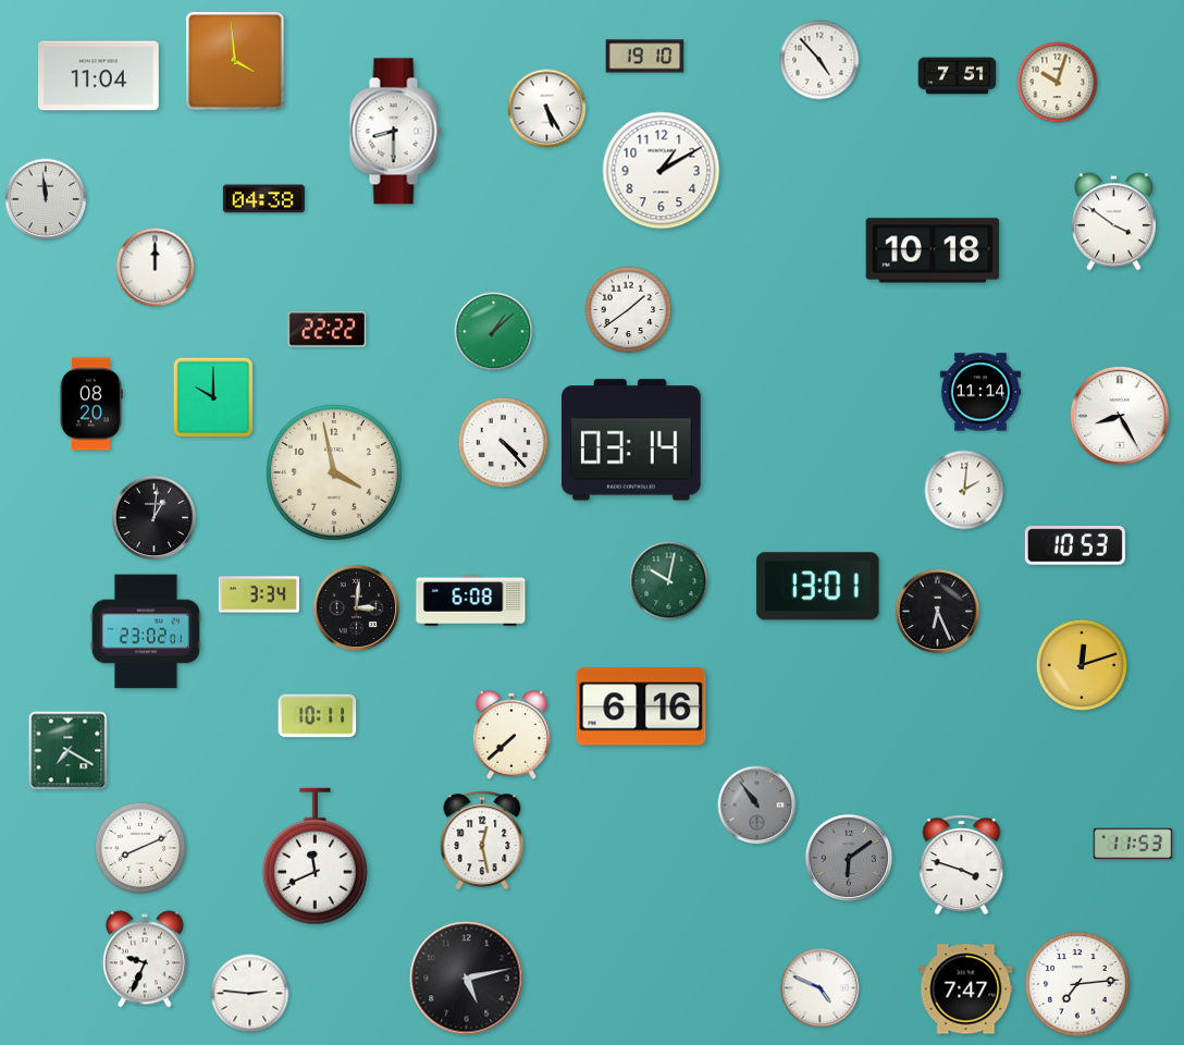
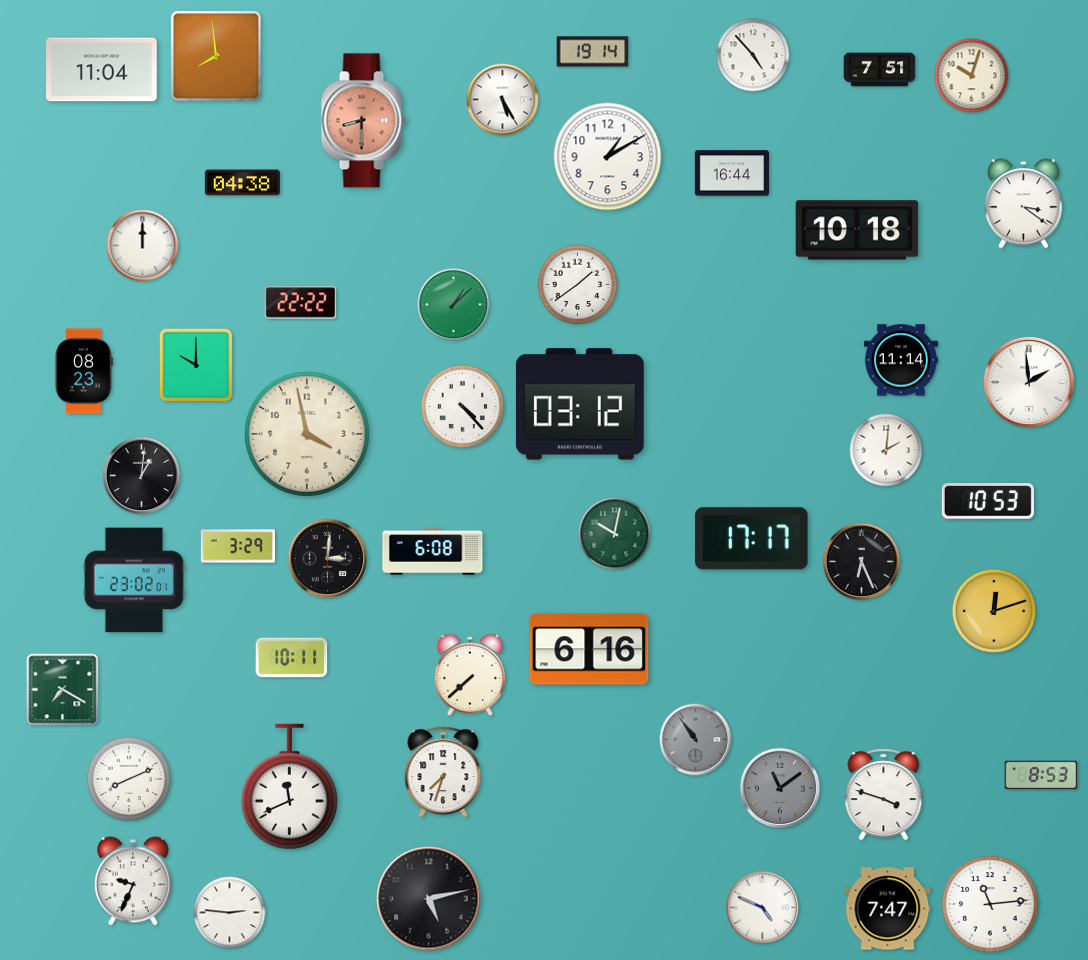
clock at (645, 57): 19:10 -> 19:14
clock at (235, 61): 3:59 -> 7:59
clock at (99, 76) position: (99, 76) -> (102, 70)
clock at (395, 132) dial: white -> salmon
clock at (731, 173): none -> 16:44
clock at (46, 199): 11:59 -> none
clock at (1113, 222): 3:51 -> 3:21
clock at (90, 404): 08:20 -> 08:23
clock at (1120, 416): 8:25 -> 1:59
clock at (631, 440): 03:14 -> 03:12
clock at (818, 587): 13:01 -> 17:17
clock at (259, 594): 3:34 -> 3:29
clock at (482, 840): 12:28 -> 7:33
clock at (1133, 844): 11:53 -> 8:53
clock at (849, 858): 6:09 -> 11:09
clock at (1077, 984): 7:14 -> 11:14
clock at (821, 988) position: (821, 988) -> (763, 908)
